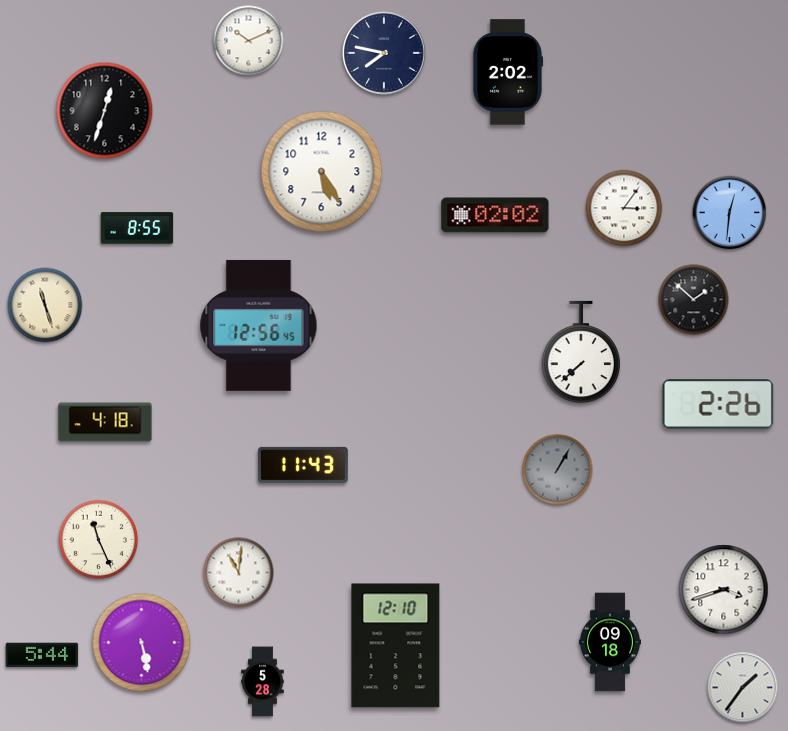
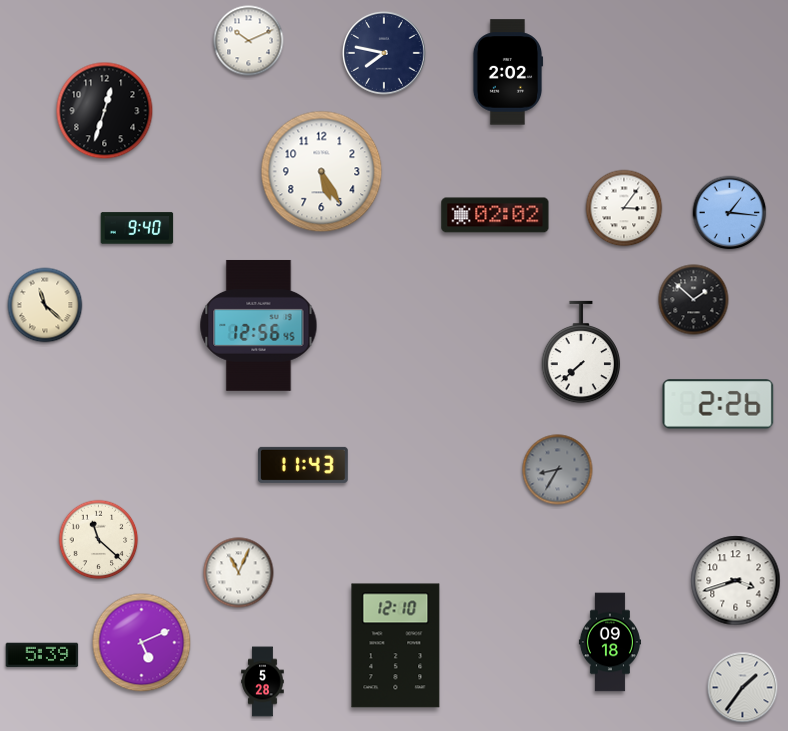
clock at (730, 213): 12:31 -> 1:16
clock at (137, 228): 8:55 -> 9:40
clock at (45, 305): 11:27 -> 11:22
clock at (105, 422): 4:18 -> none
clock at (558, 470): 1:05 -> 8:35
clock at (99, 540): 11:26 -> 11:22
clock at (239, 573): 11:01 -> 11:04
clock at (724, 590) position: (724, 590) -> (736, 581)
clock at (142, 643): 5:28 -> 5:11
clock at (42, 655): 5:44 -> 5:39
